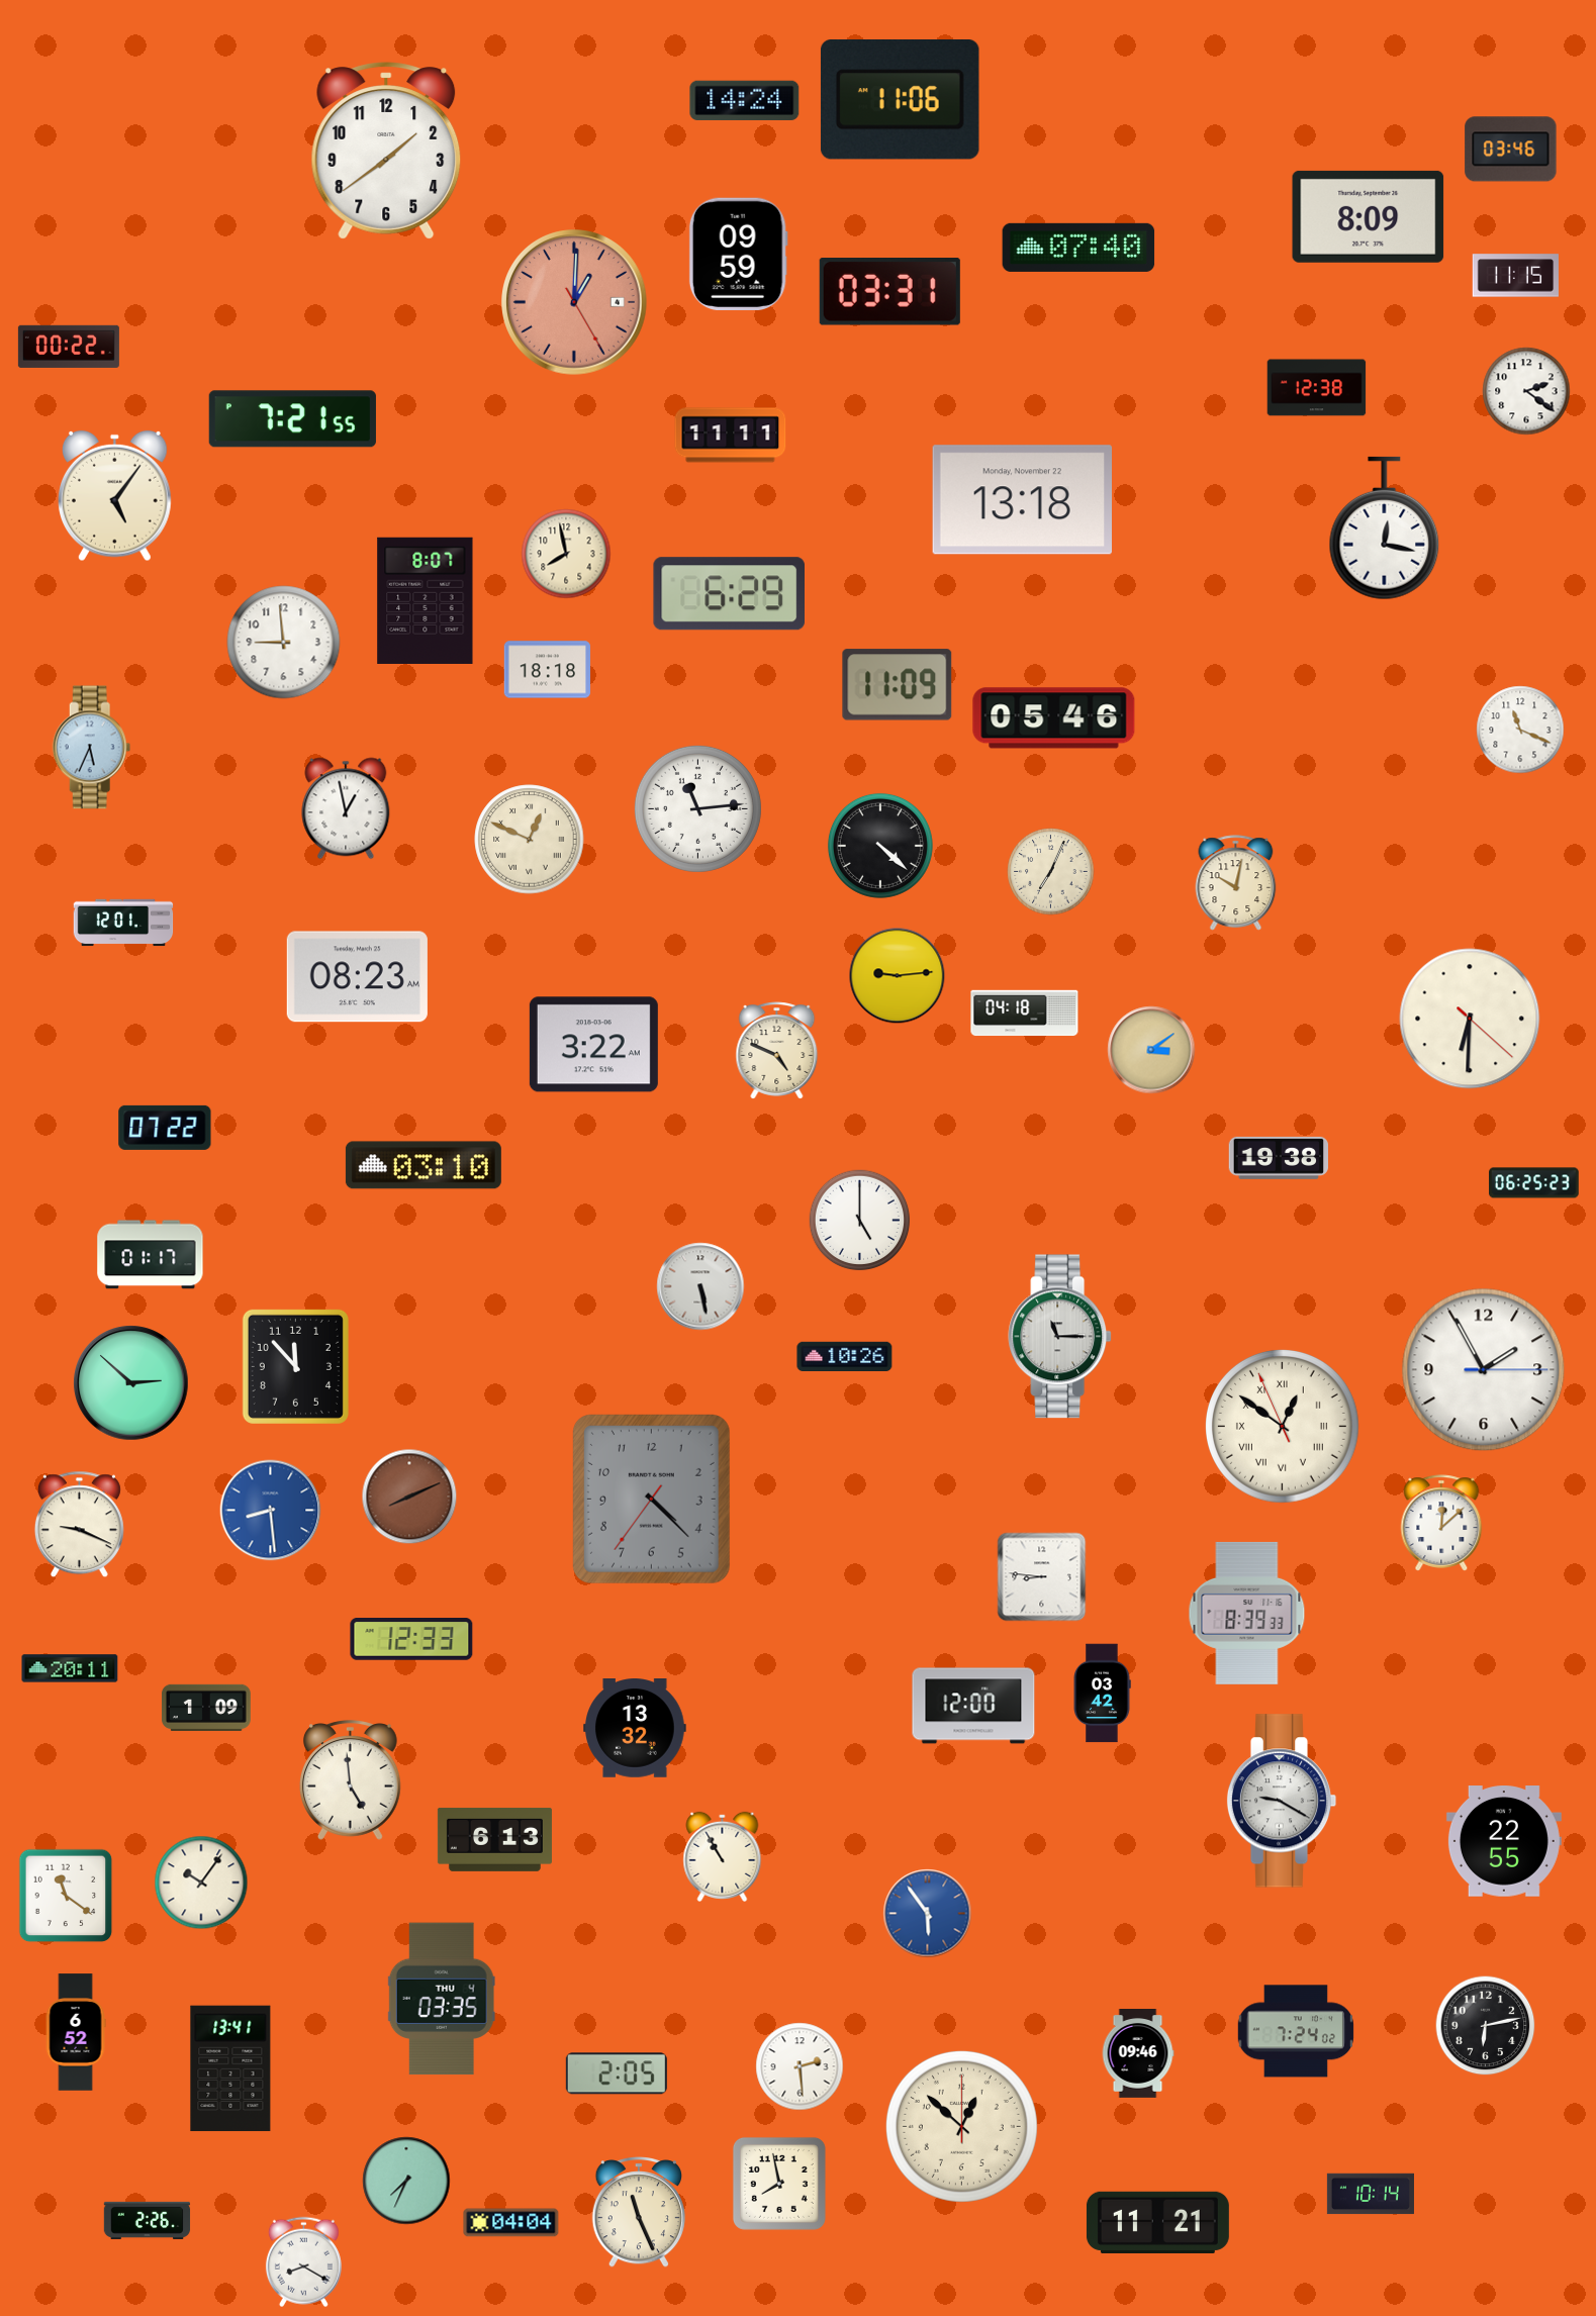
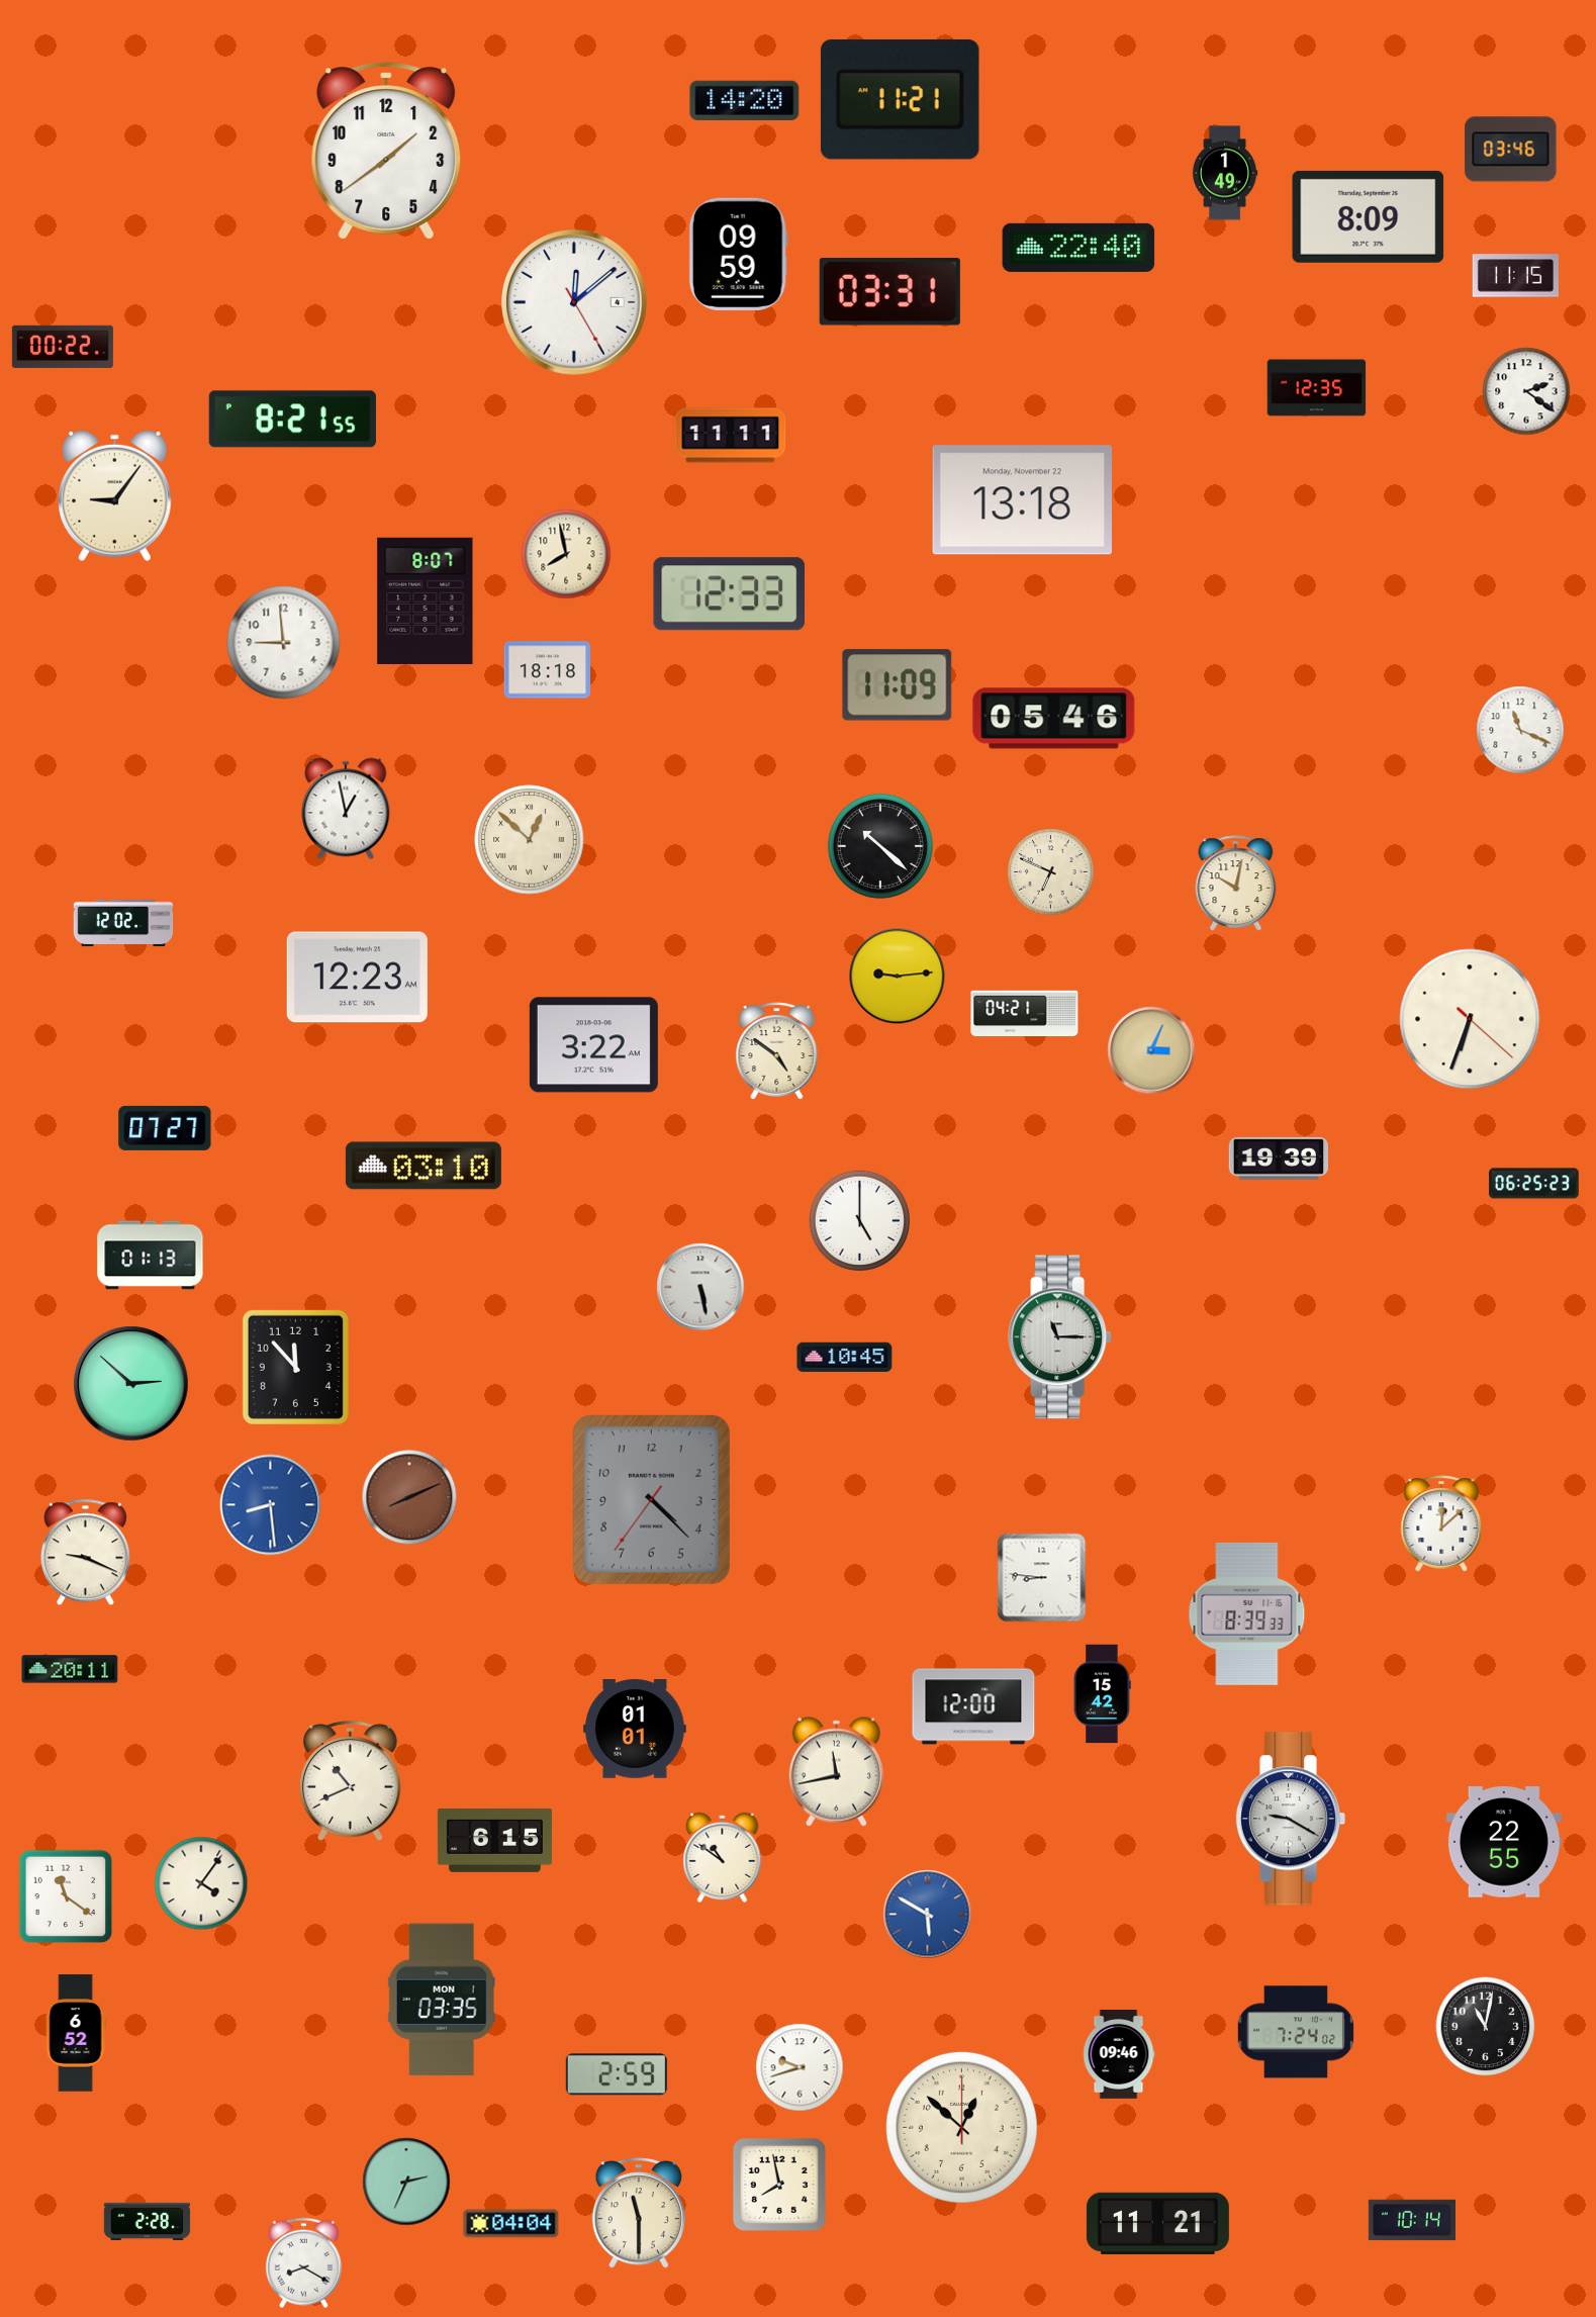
clock at (900, 99): 11:06 -> 11:21
clock at (745, 100): 14:24 -> 14:20
clock at (1225, 173): none -> 1:49
clock at (1078, 248): 07:40 -> 22:40
clock at (575, 303): 1:00 -> 12:08
clock at (575, 303) dial: salmon -> white
clock at (69, 347) position: (69, 347) -> (63, 347)
clock at (1317, 388): 12:38 -> 12:35
clock at (292, 419): 7:21 -> 8:21
clock at (115, 496): 5:06 -> 9:06
clock at (1385, 528): 12:17 -> none
clock at (729, 594): 6:29 -> 12:33
clock at (92, 748): 5:34 -> none
clock at (697, 808): 11:14 -> none
clock at (530, 840): 12:49 -> 12:52
clock at (880, 846): 4:22 -> 10:22
clock at (1051, 872): 7:04 -> 6:49
clock at (123, 923): 12:01 -> 12:02
clock at (357, 977): 08:23 -> 12:23
clock at (1025, 1014): 04:18 -> 04:21
clock at (1470, 1019): 6:30 -> 6:33
clock at (1151, 1050): 3:09 -> 3:04
clock at (777, 1051): 4:49 -> 4:51
clock at (165, 1128): 07:22 -> 07:27
clock at (1278, 1158): 19:38 -> 19:39
clock at (151, 1255): 01:17 -> 01:13
clock at (845, 1357): 10:26 -> 10:45
clock at (1484, 1370): 1:55 -> none
clock at (1282, 1426): 12:50 -> none
clock at (271, 1511) position: (271, 1511) -> (271, 1505)
clock at (79, 1525) position: (79, 1525) -> (85, 1553)
clock at (411, 1639): 12:33 -> none
clock at (1102, 1694): 03:42 -> 15:42
clock at (206, 1708): 1:09 -> none
clock at (636, 1729): 13:32 -> 01:01
clock at (836, 1771): none -> 11:43
clock at (350, 1780): 4:59 -> 10:41
clock at (1282, 1801) position: (1282, 1801) -> (1291, 1819)
clock at (494, 1839): 6:13 -> 6:15
clock at (723, 1856): 10:55 -> 10:51
clock at (201, 1883): 10:06 -> 4:06
clock at (928, 1914): 5:54 -> 5:50
clock at (442, 1999) date: THU 4 -> MON 1
clock at (1486, 2026): 6:13 -> 11:02
clock at (1138, 2054) position: (1138, 2054) -> (1119, 2055)
clock at (800, 2066): 2:29 -> 9:42
clock at (230, 2068): 13:41 -> none
clock at (617, 2073): 2:05 -> 2:59
clock at (406, 2181): 7:34 -> 2:34
clock at (1371, 2194) position: (1371, 2194) -> (1412, 2220)
clock at (639, 2213): 11:26 -> 11:30
clock at (148, 2220): 2:26 -> 2:28
